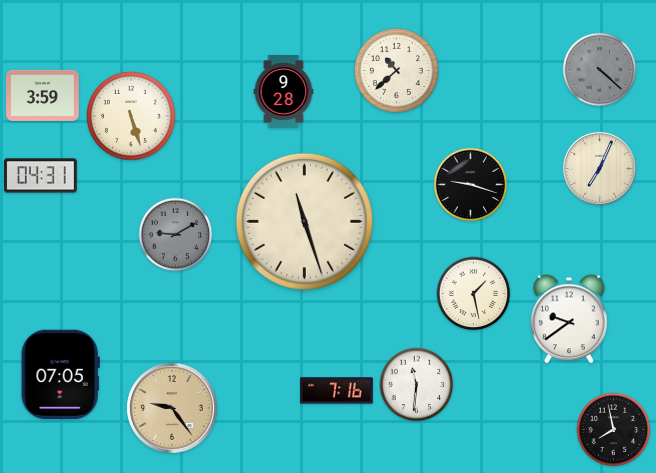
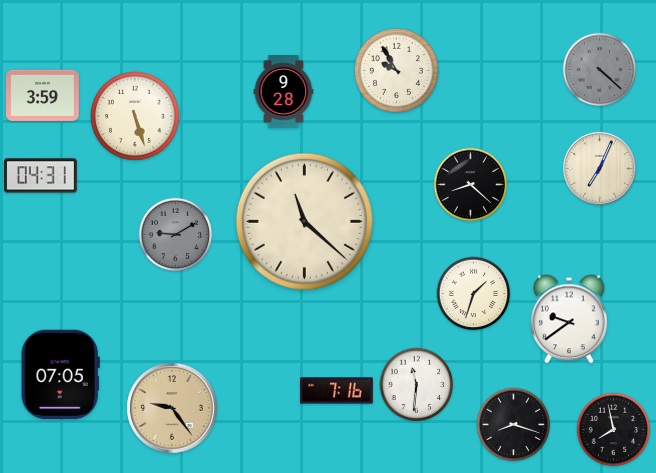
clock at (396, 70): 10:38 -> 9:55
clock at (132, 117) position: (132, 117) -> (136, 117)
clock at (471, 185): 9:18 -> 8:22
clock at (304, 221): 11:27 -> 11:22
clock at (474, 294): 1:28 -> 1:33
clock at (514, 425): none -> 8:18
